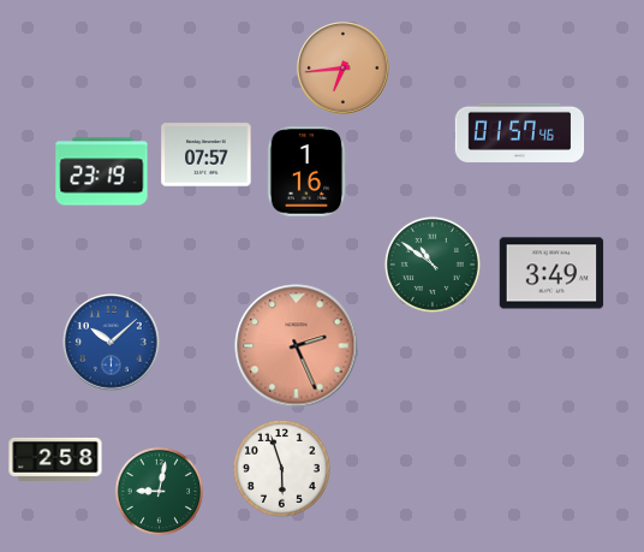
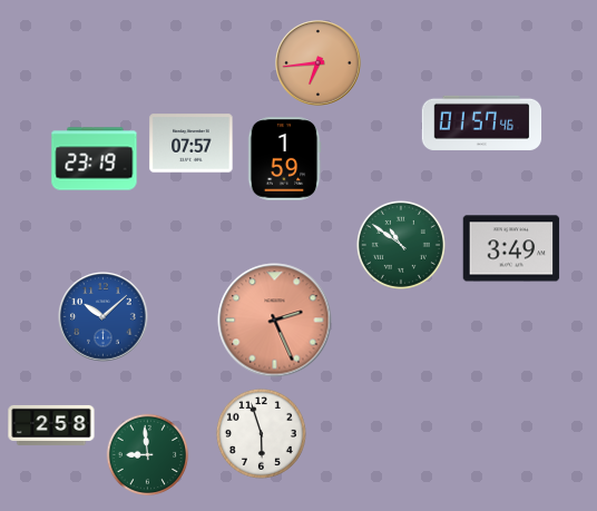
clock at (306, 172): 1:16 -> 1:59
clock at (551, 273) position: (551, 273) -> (511, 248)
clock at (160, 492): 9:02 -> 8:59
